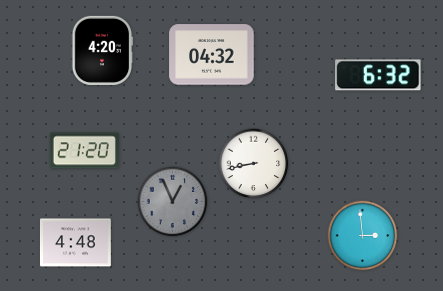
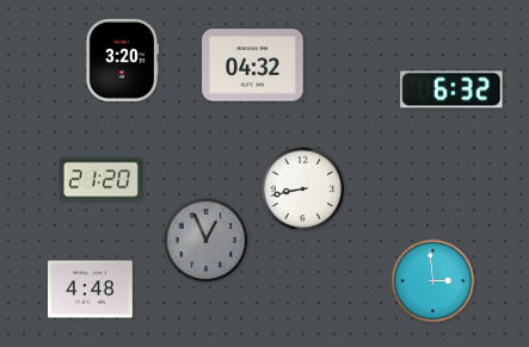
clock at (102, 50): 4:20 -> 3:20
clock at (254, 164) position: (254, 164) -> (303, 190)
